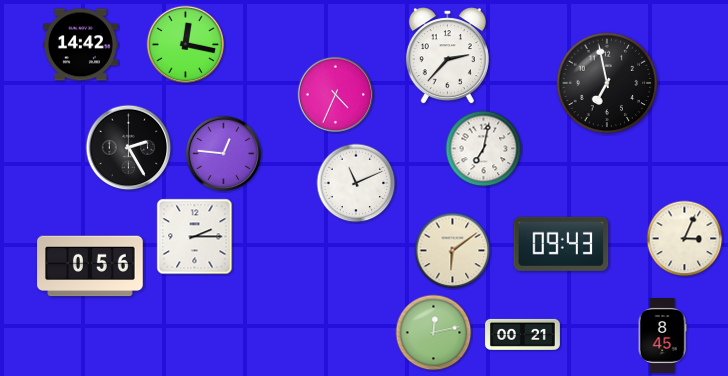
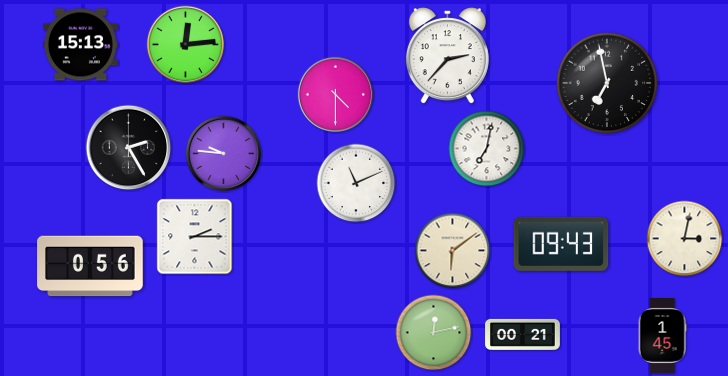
clock at (81, 45): 14:42 -> 15:13
clock at (186, 45): 12:17 -> 12:14
clock at (335, 94): 4:34 -> 4:30
clock at (484, 149) position: (484, 149) -> (487, 149)
clock at (223, 153): 12:46 -> 9:46
clock at (685, 239): 3:04 -> 3:02
clock at (662, 336): 8:45 -> 1:45
